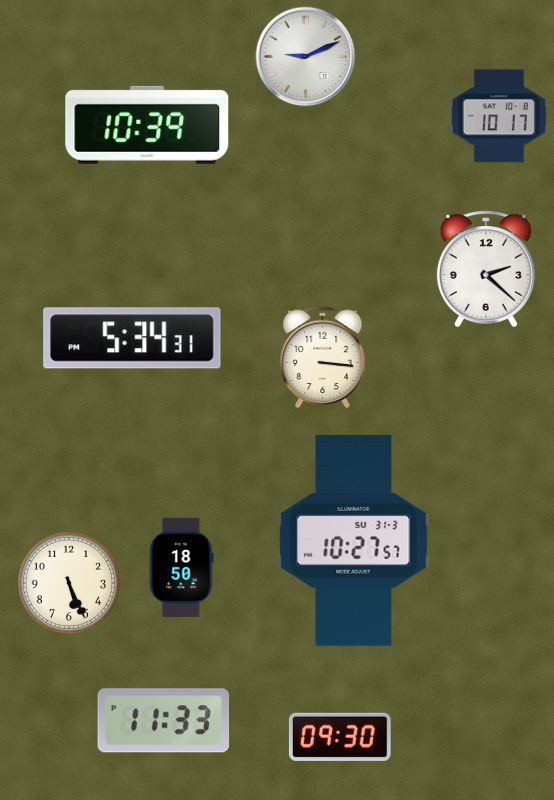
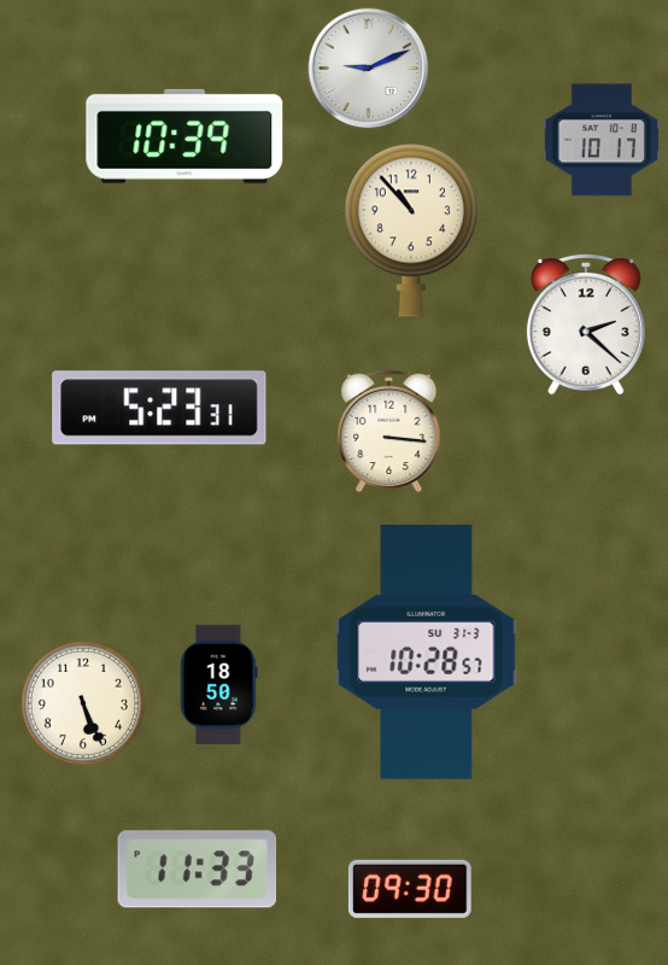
clock at (147, 125) position: (147, 125) -> (184, 136)
clock at (411, 230): none -> 10:53
clock at (132, 338): 5:34 -> 5:23
clock at (354, 541): 10:27 -> 10:28
